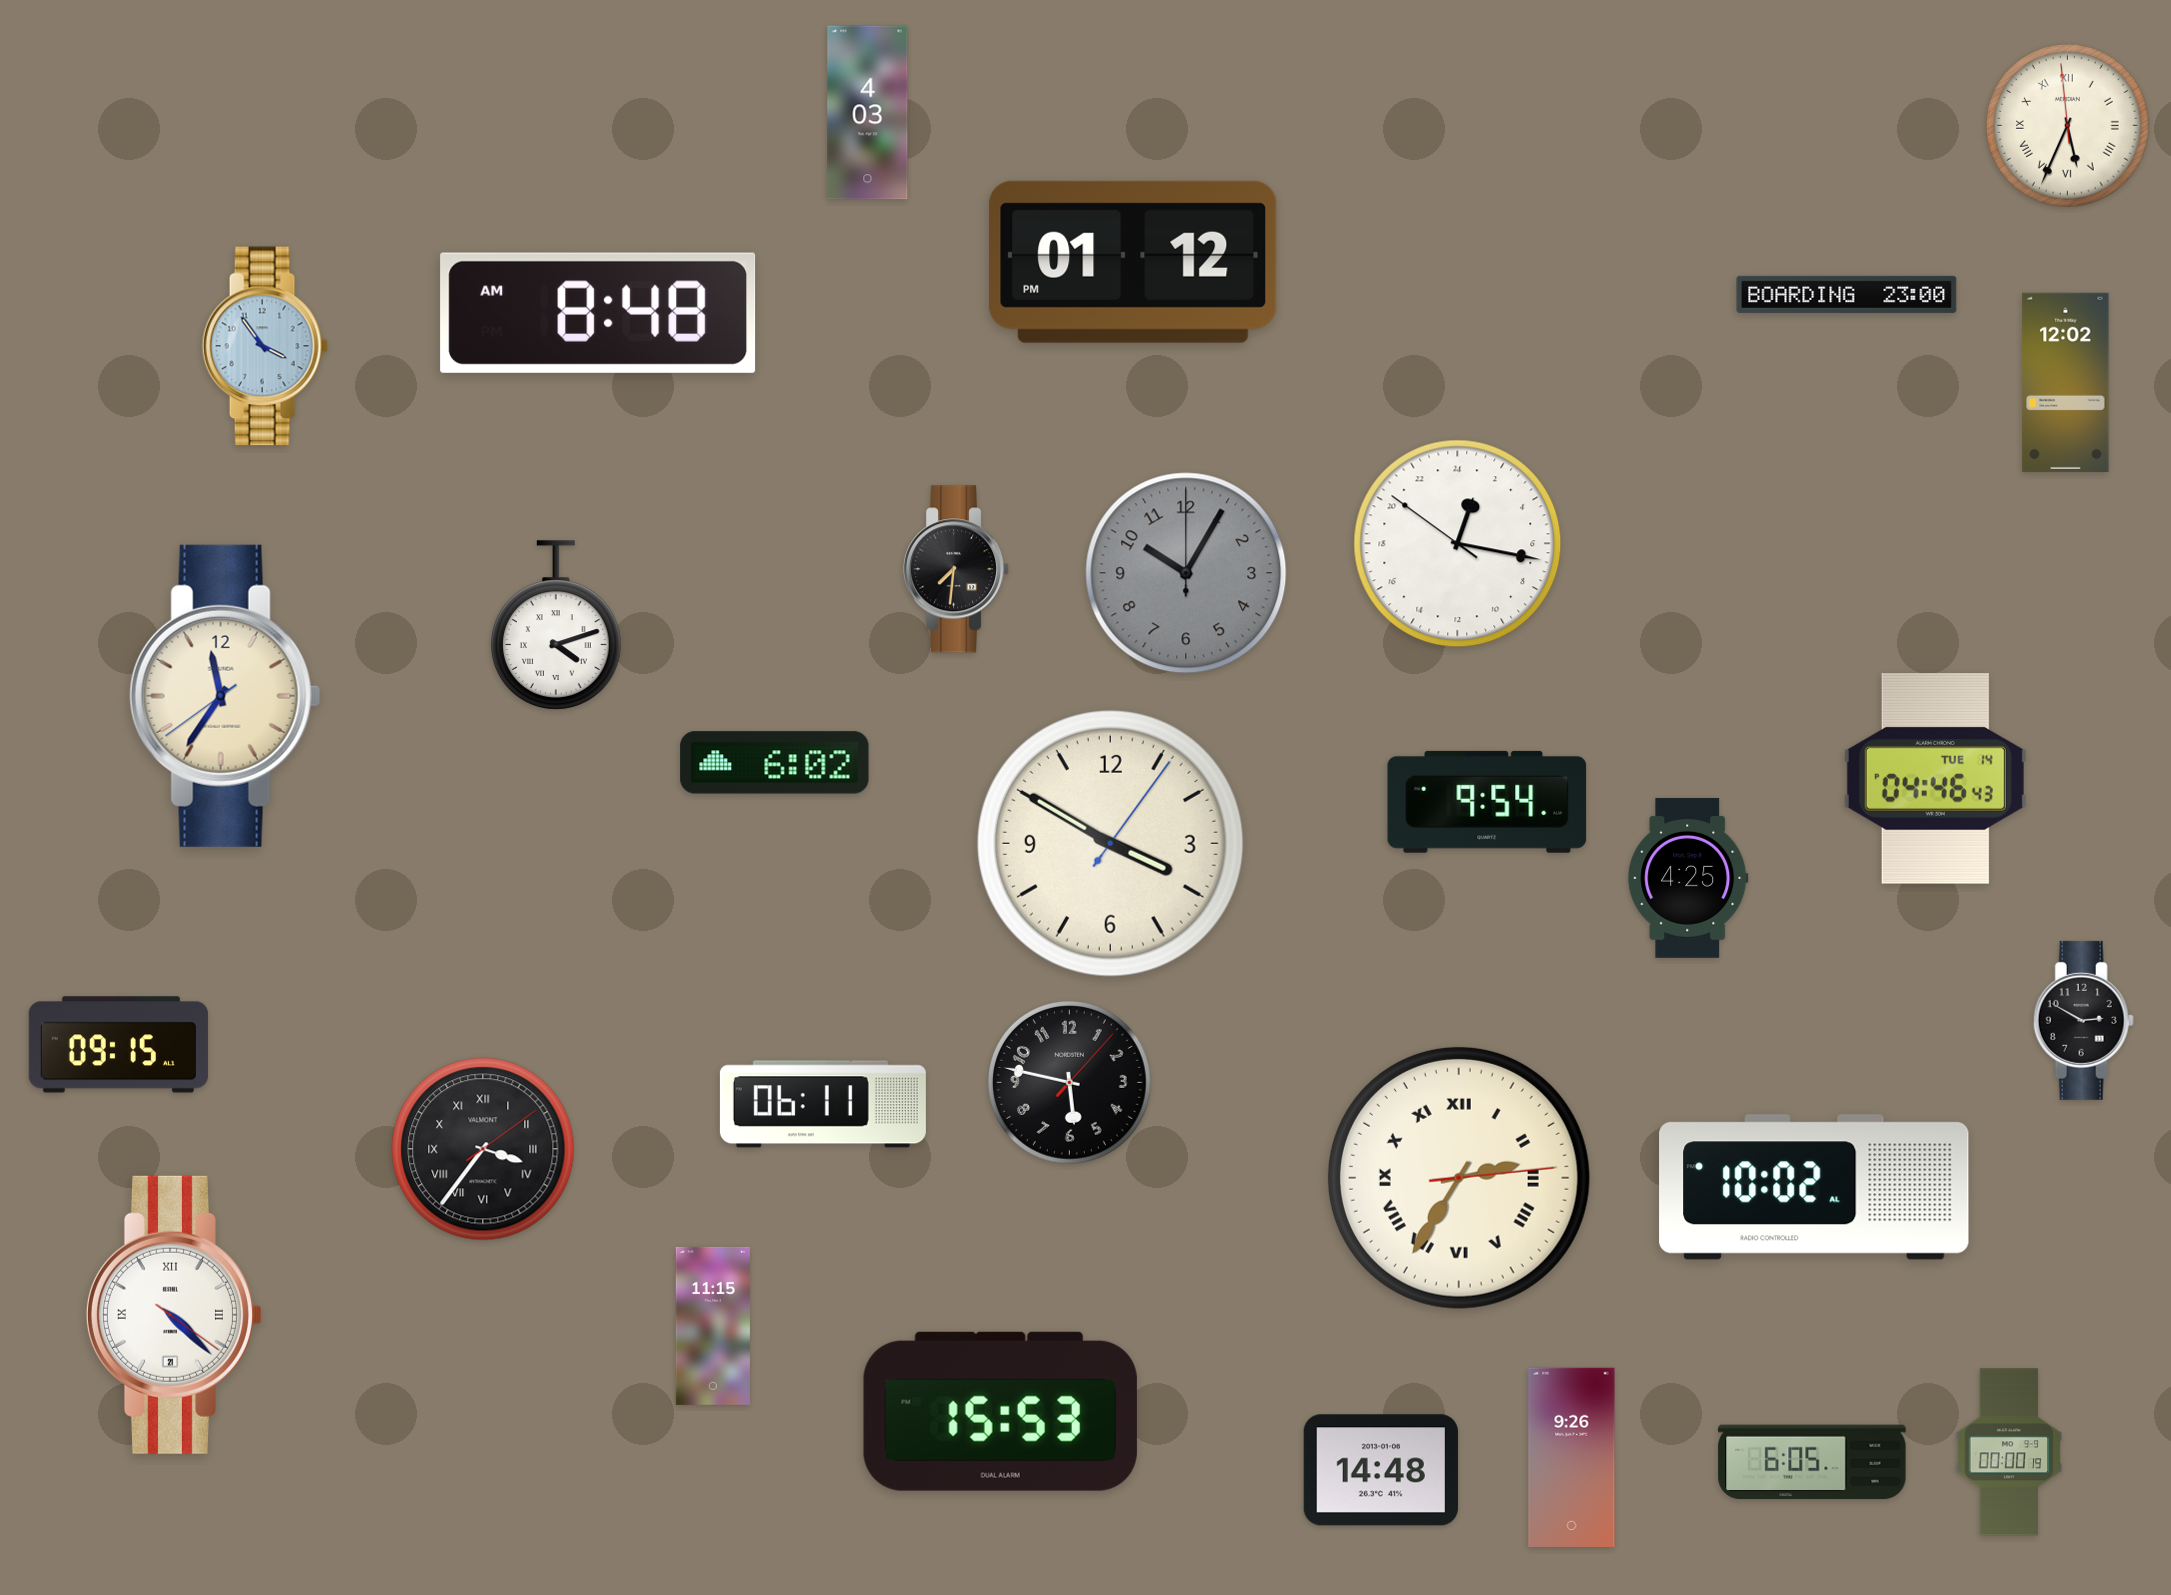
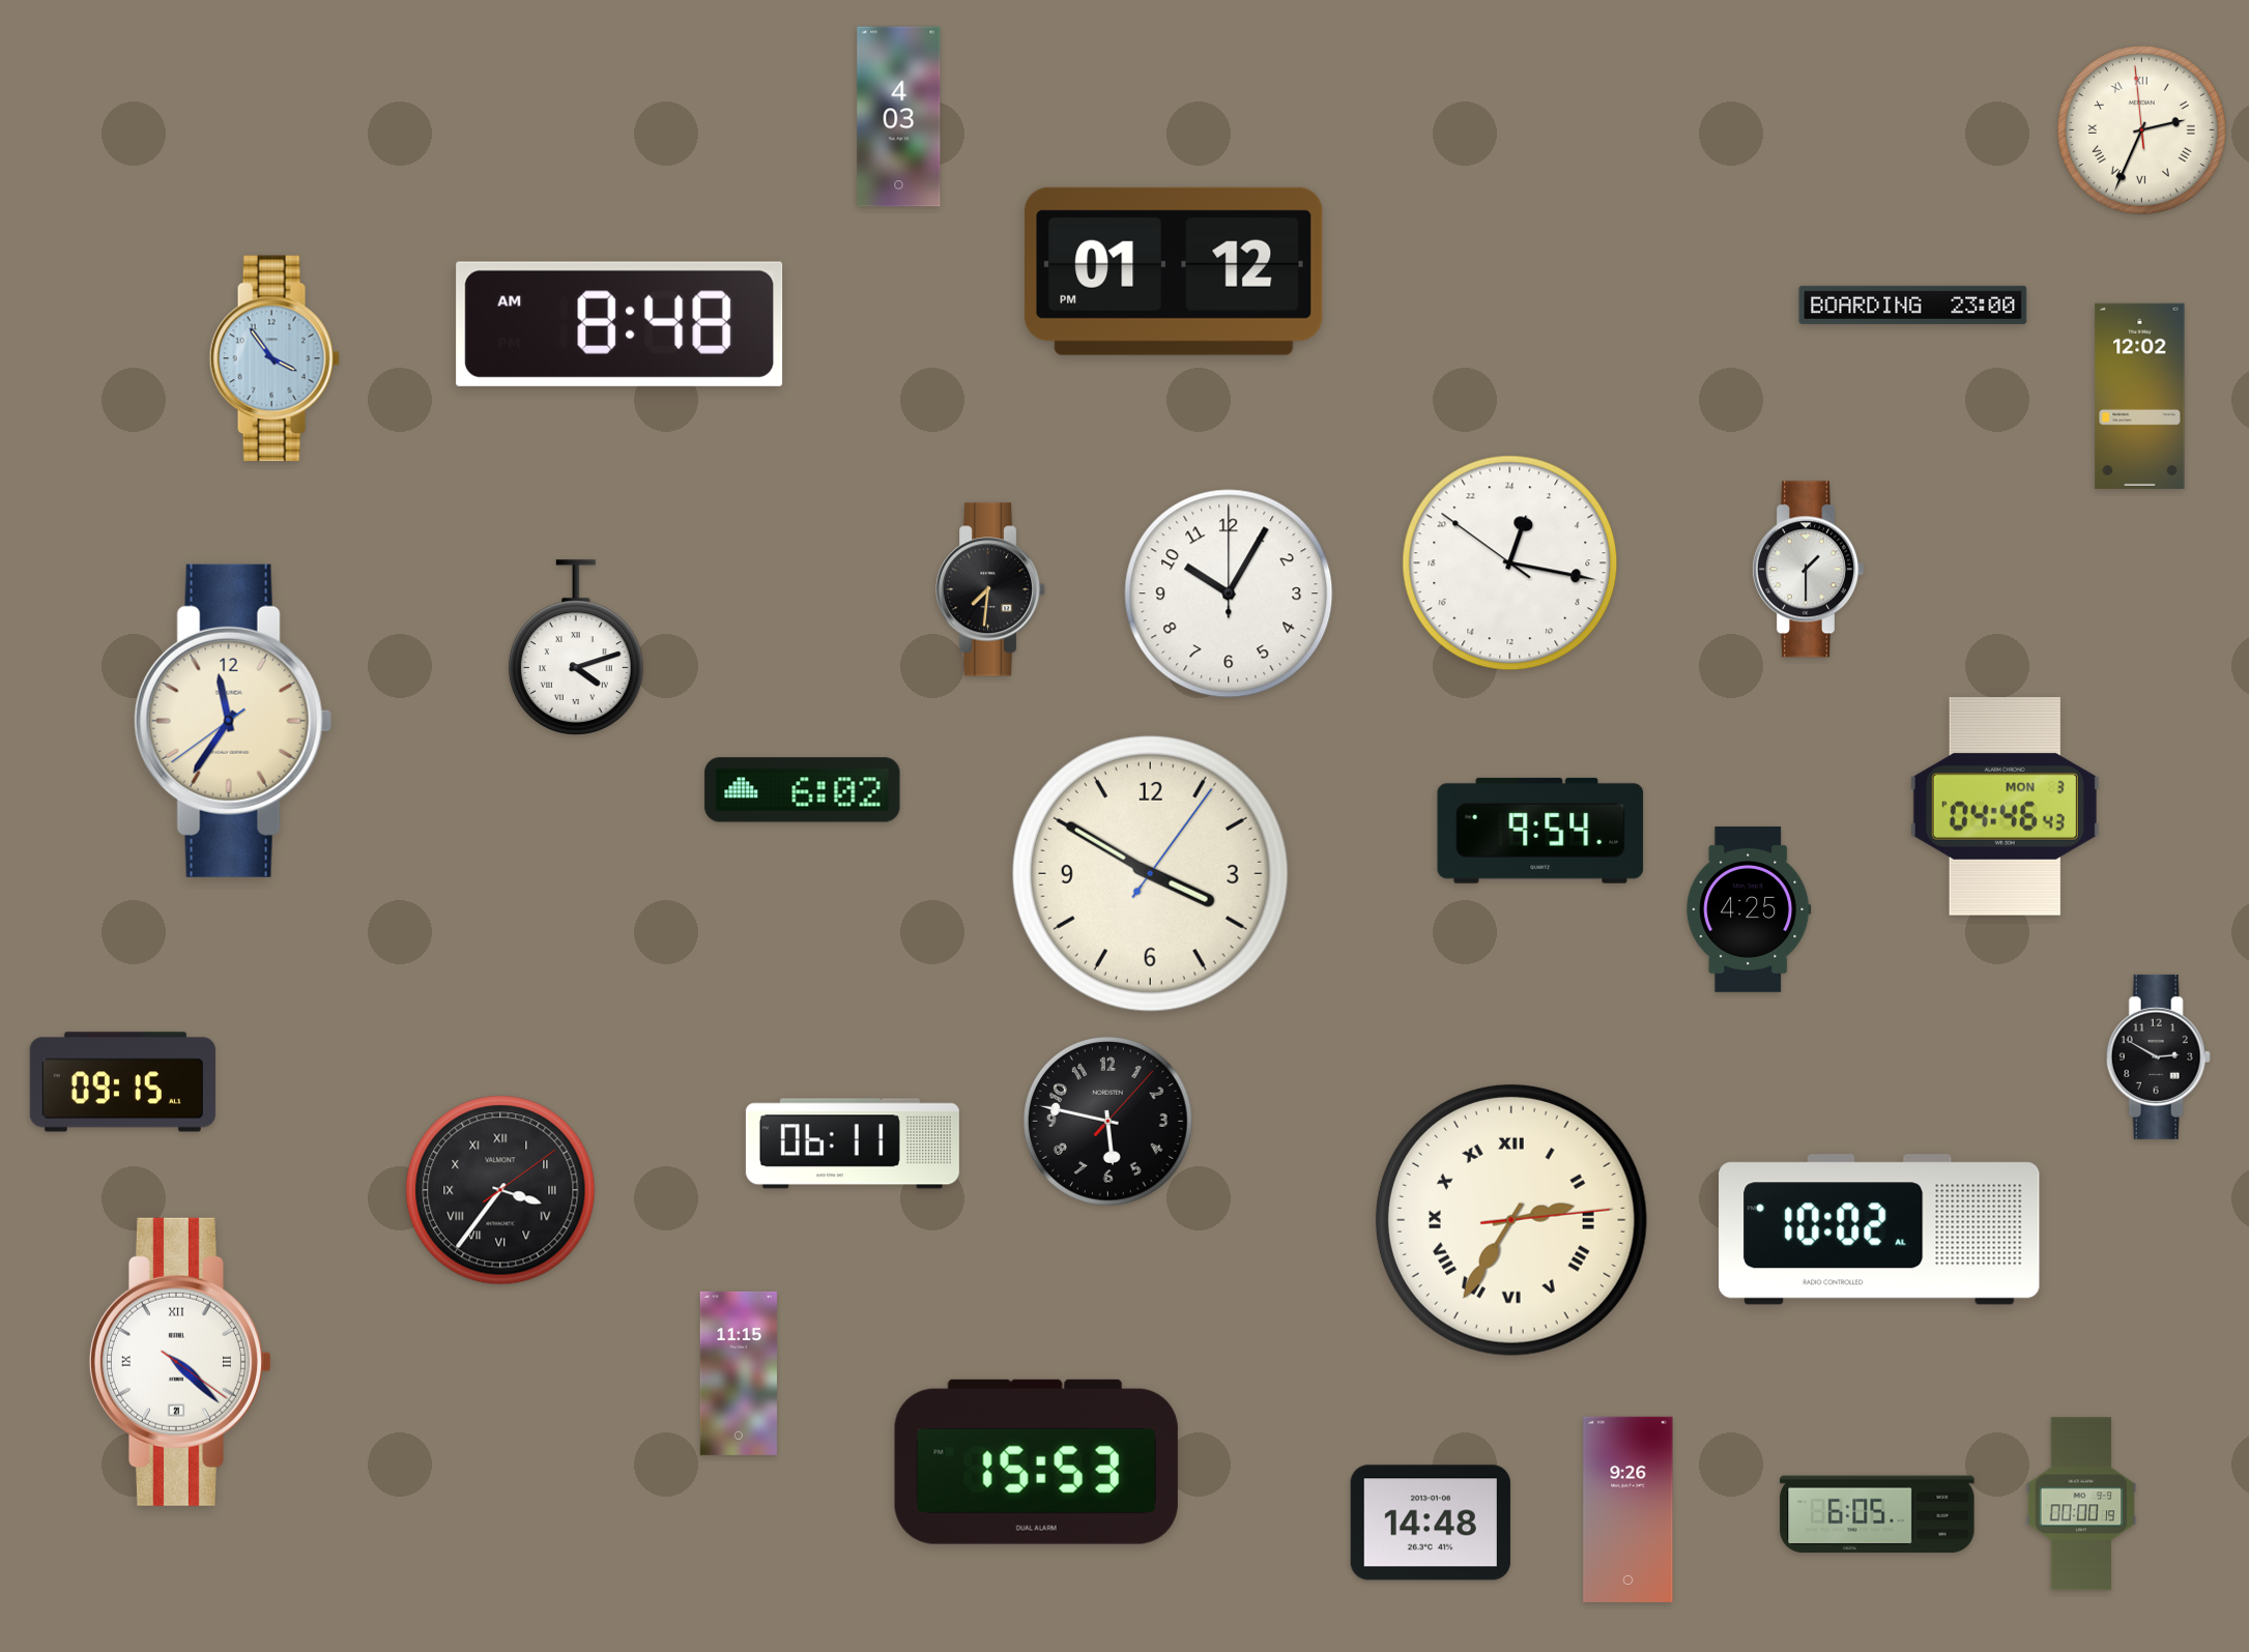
clock at (2068, 126): 5:33 -> 2:33
clock at (1808, 570): none -> 1:30
clock at (1186, 573) dial: grey -> white
clock at (1935, 779) date: TUE 14 -> MON 3
